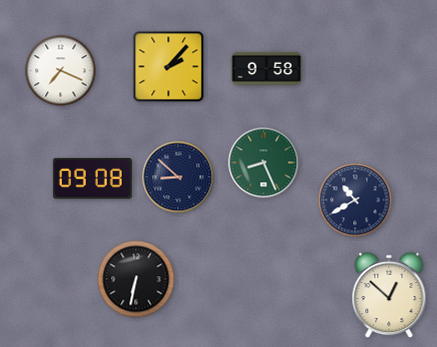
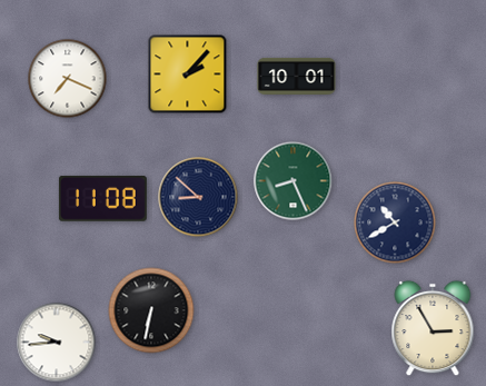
clock at (267, 68): 9:58 -> 10:01
clock at (92, 178): 09:08 -> 11:08
clock at (389, 295): 12:52 -> 2:55
clock at (57, 343): none -> 9:44
